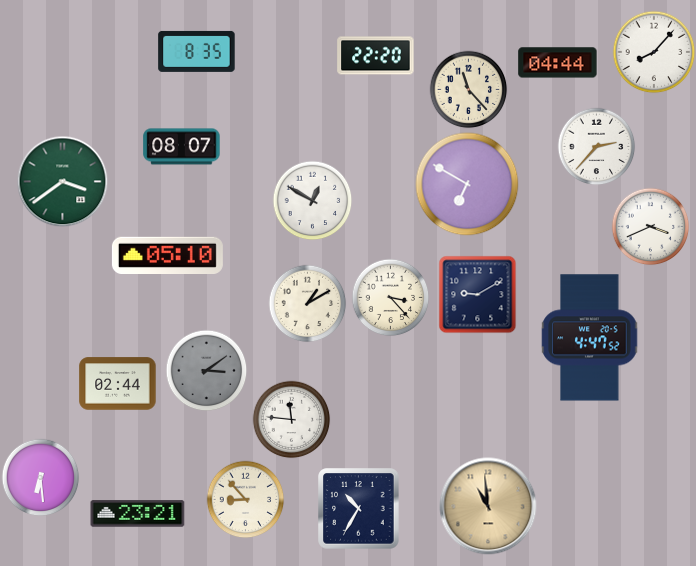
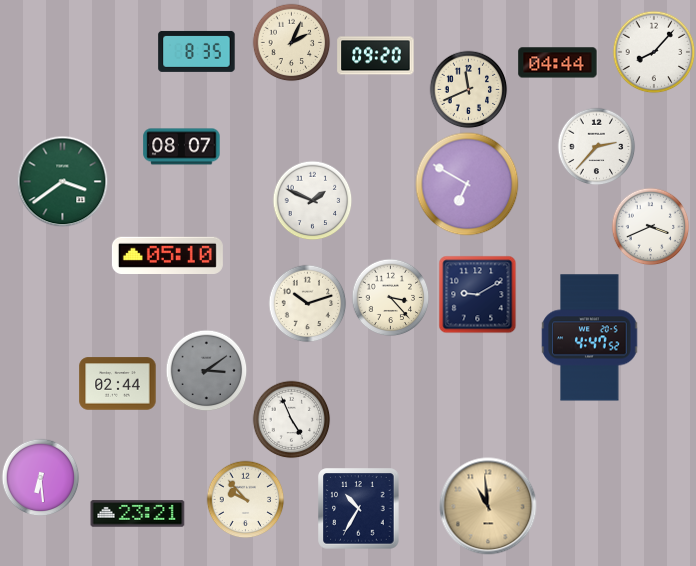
clock at (291, 42): none -> 2:04
clock at (376, 56): 22:20 -> 09:20
clock at (468, 89): 11:23 -> 11:41
clock at (312, 200): 12:50 -> 1:49
clock at (307, 303): 1:10 -> 10:12
clock at (291, 419): 11:46 -> 4:56
clock at (245, 499): 8:53 -> 9:53
